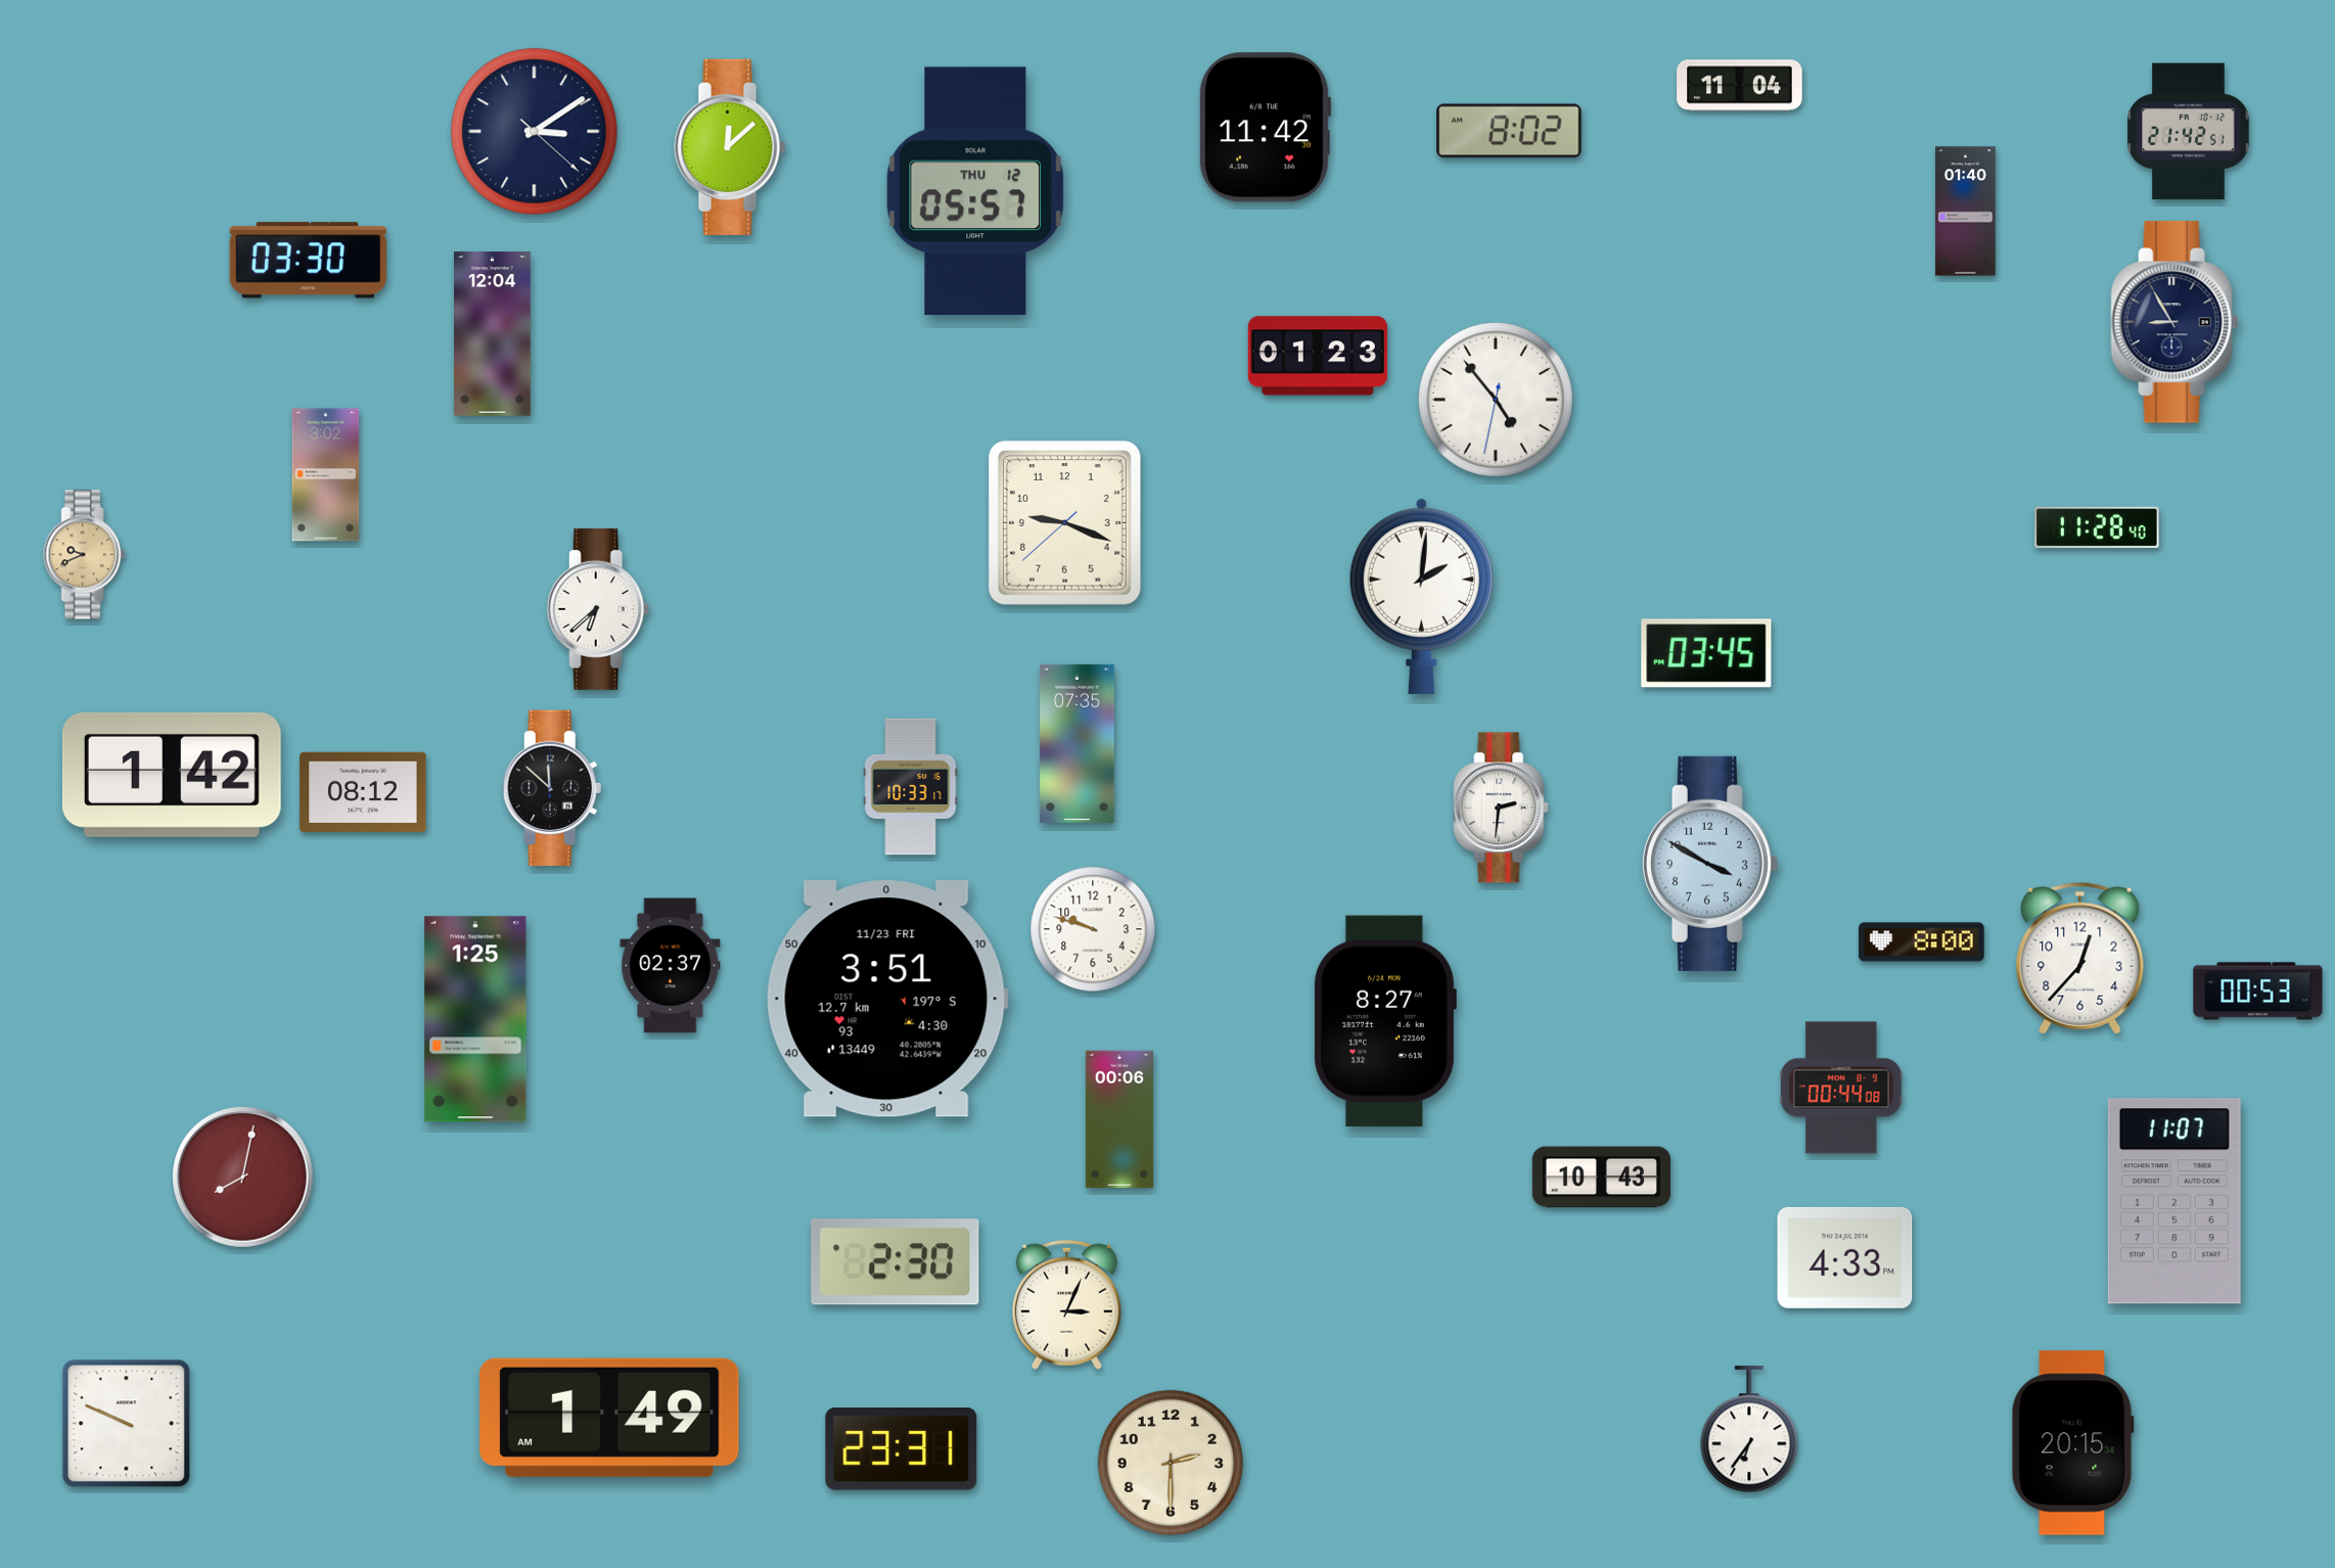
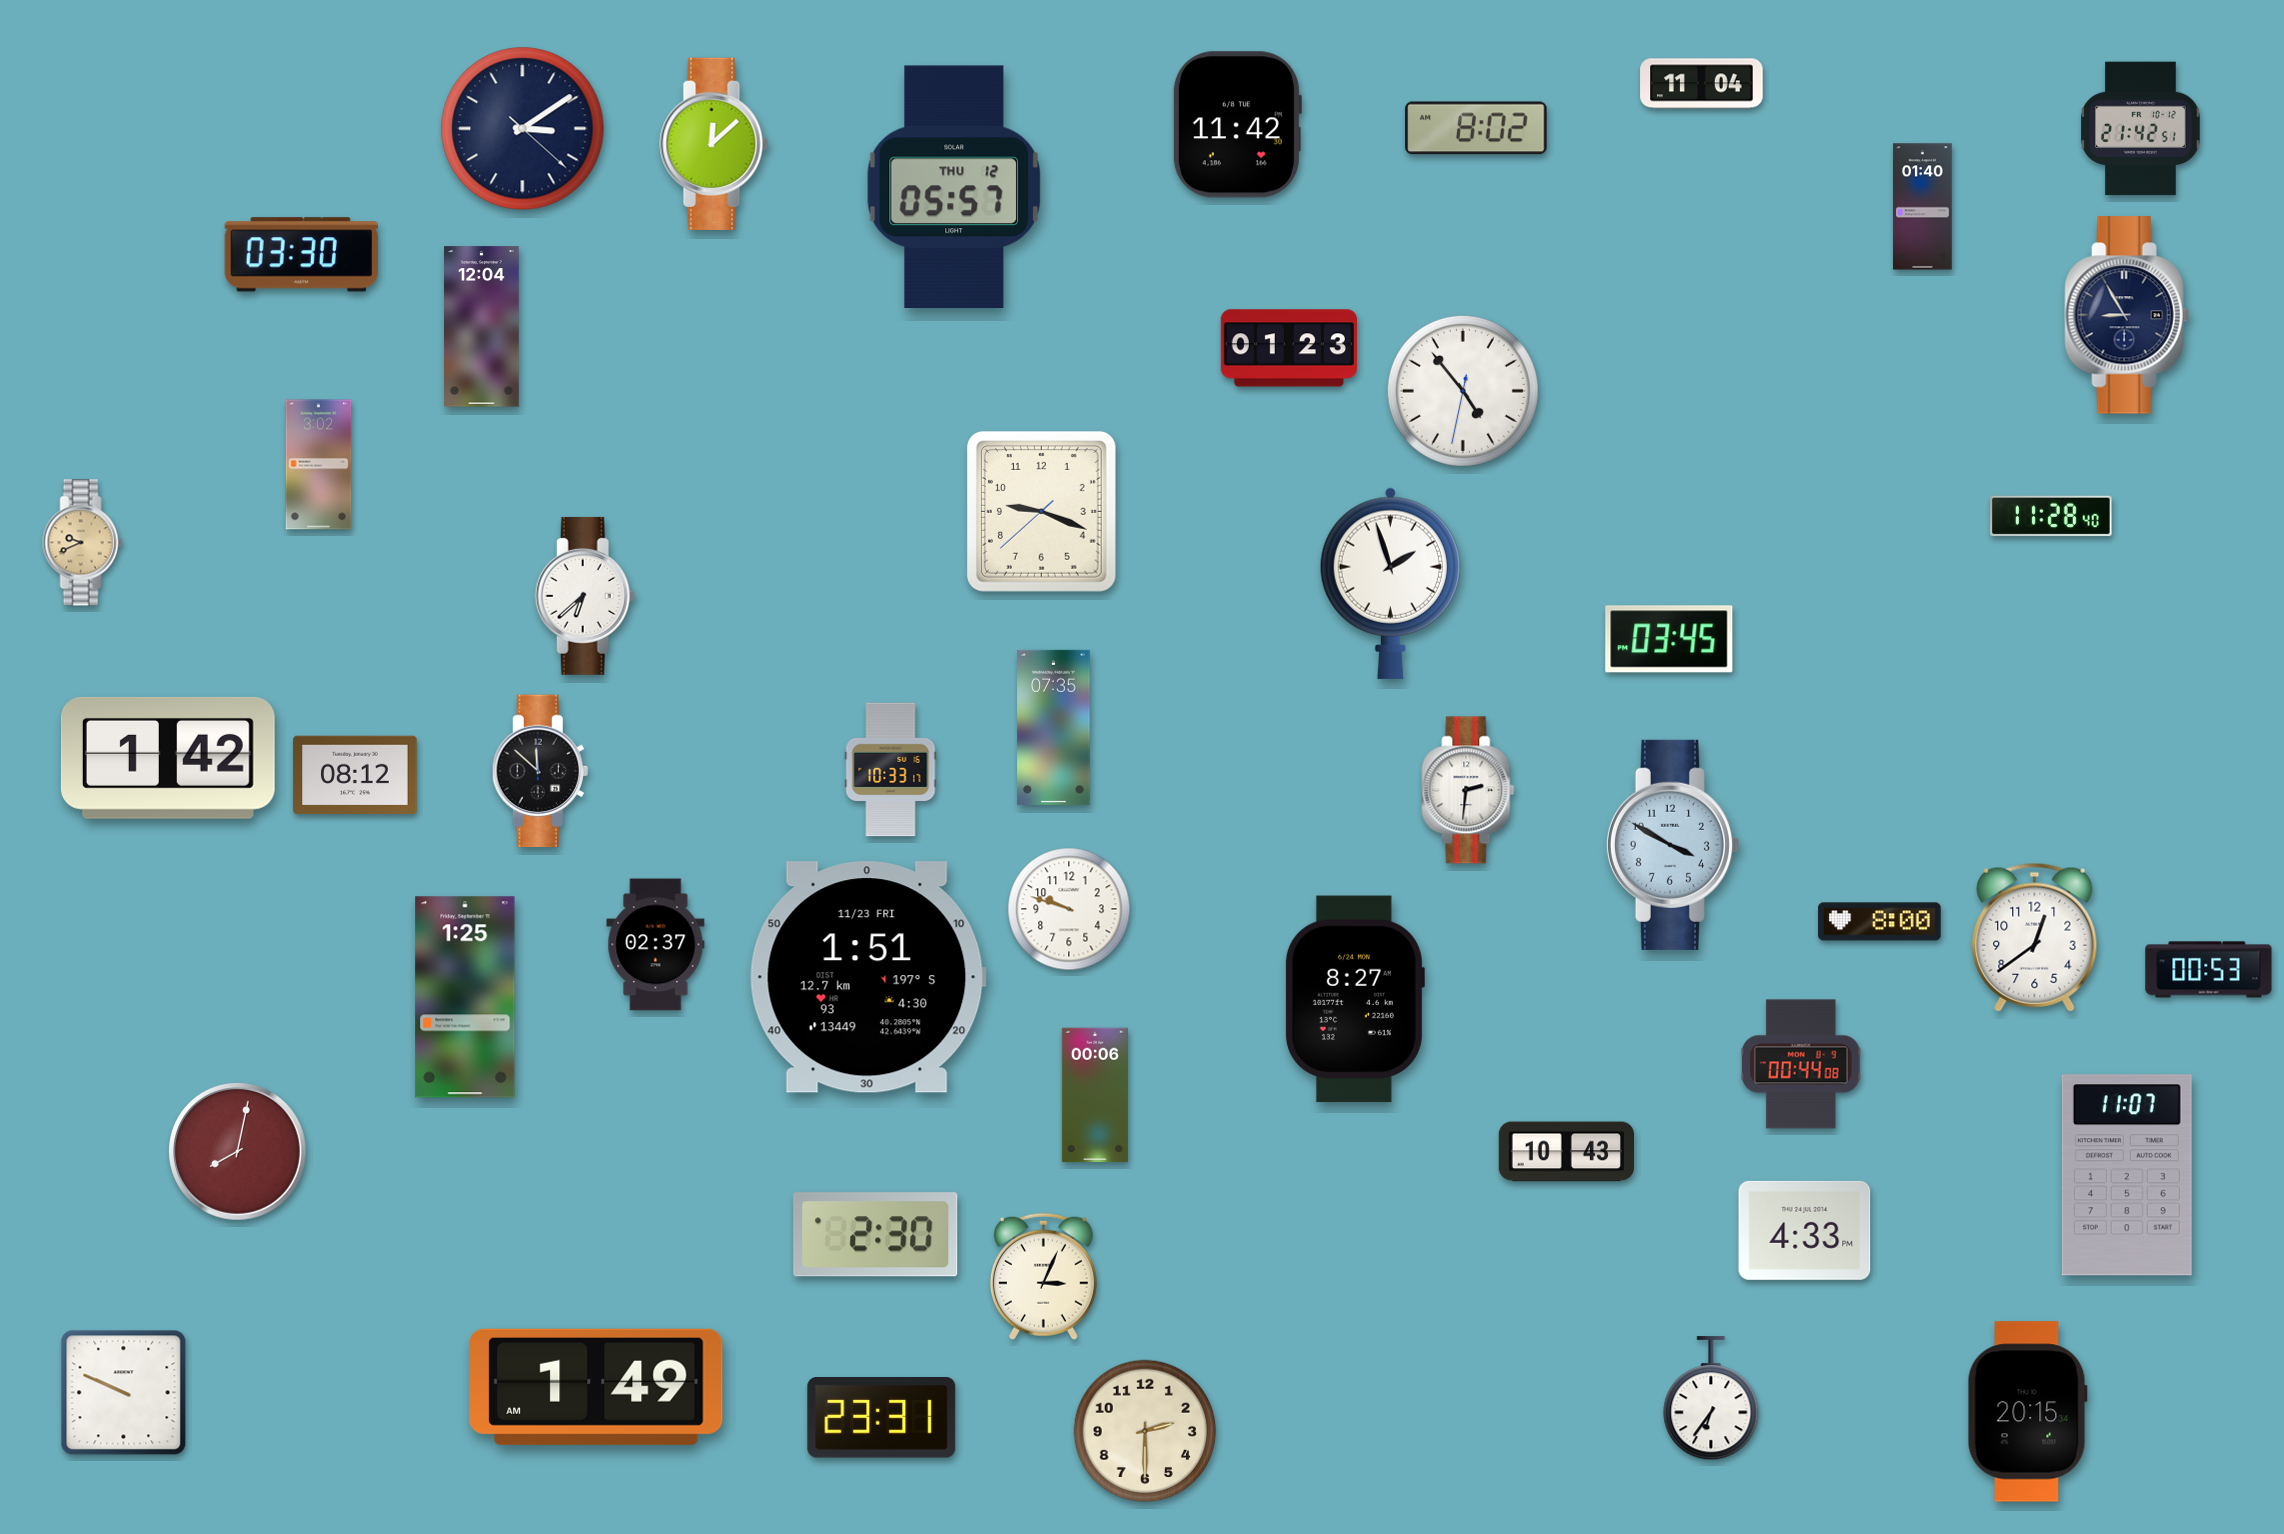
clock at (1421, 596): 2:01 -> 1:57
clock at (2080, 958): 12:37 -> 12:39
clock at (887, 999): 3:51 -> 1:51
